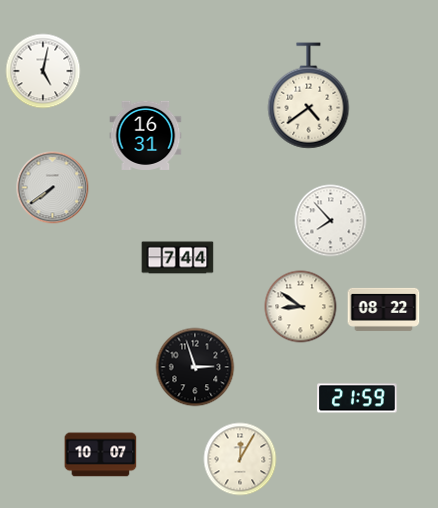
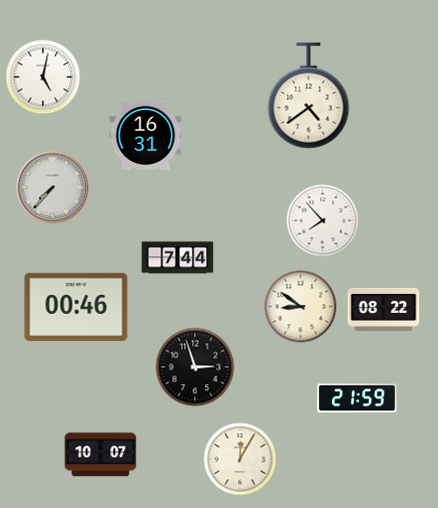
clock at (43, 71) position: (43, 71) -> (43, 77)
clock at (53, 188): 7:39 -> 7:37
clock at (331, 221) position: (331, 221) -> (323, 221)
clock at (76, 307): none -> 00:46
